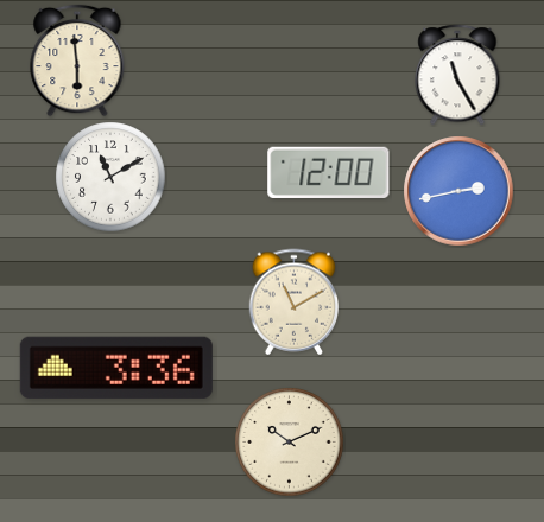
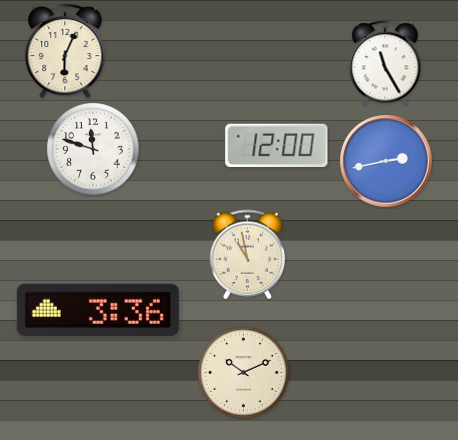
clock at (77, 61): 5:59 -> 6:04
clock at (110, 177): 11:10 -> 11:48
clock at (295, 303): 11:10 -> 10:58
